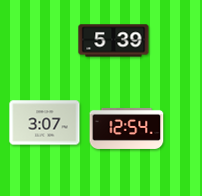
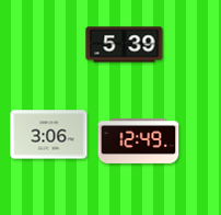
clock at (45, 123): 3:07 -> 3:06
clock at (127, 128): 12:54 -> 12:49
